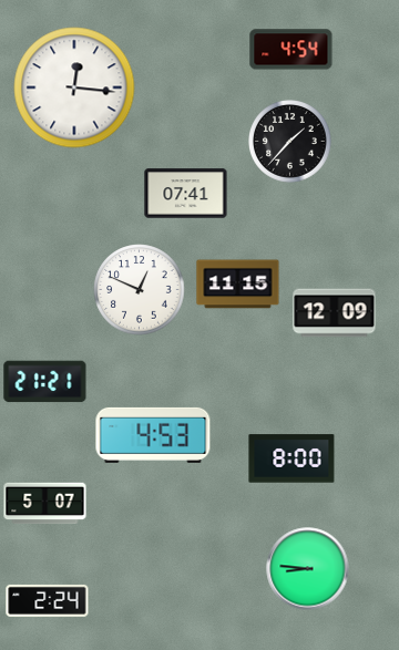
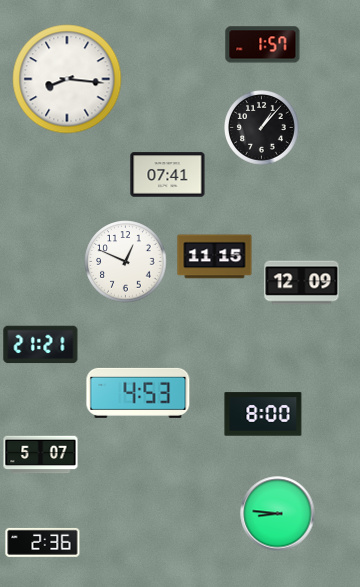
clock at (291, 50): 4:54 -> 1:57
clock at (74, 87): 12:16 -> 8:16
clock at (290, 142): 1:37 -> 1:07
clock at (48, 600): 2:24 -> 2:36
